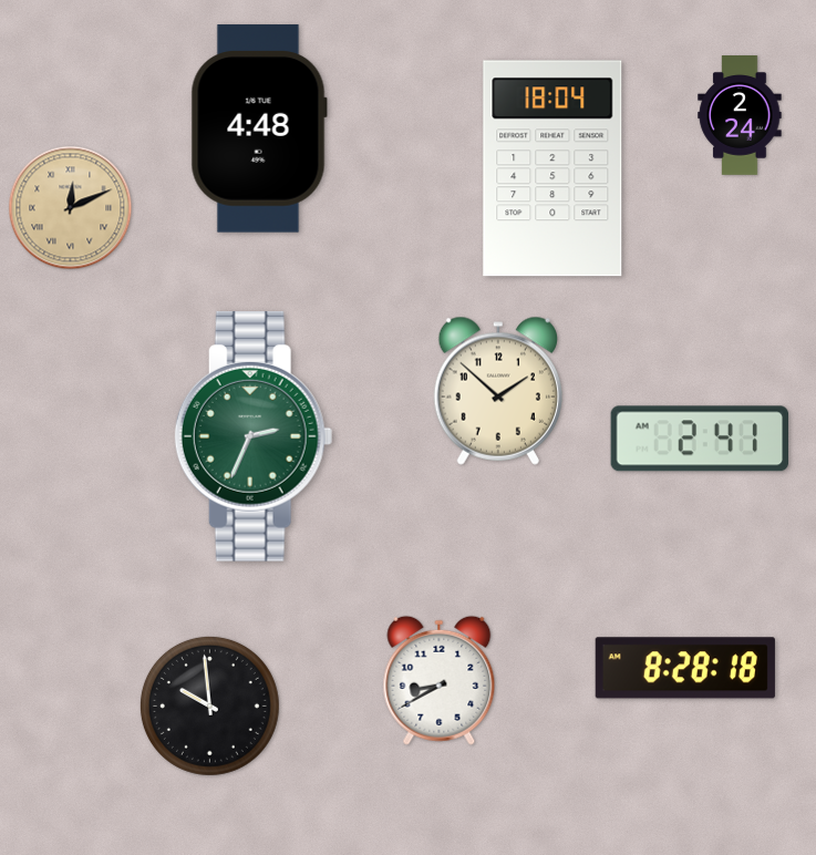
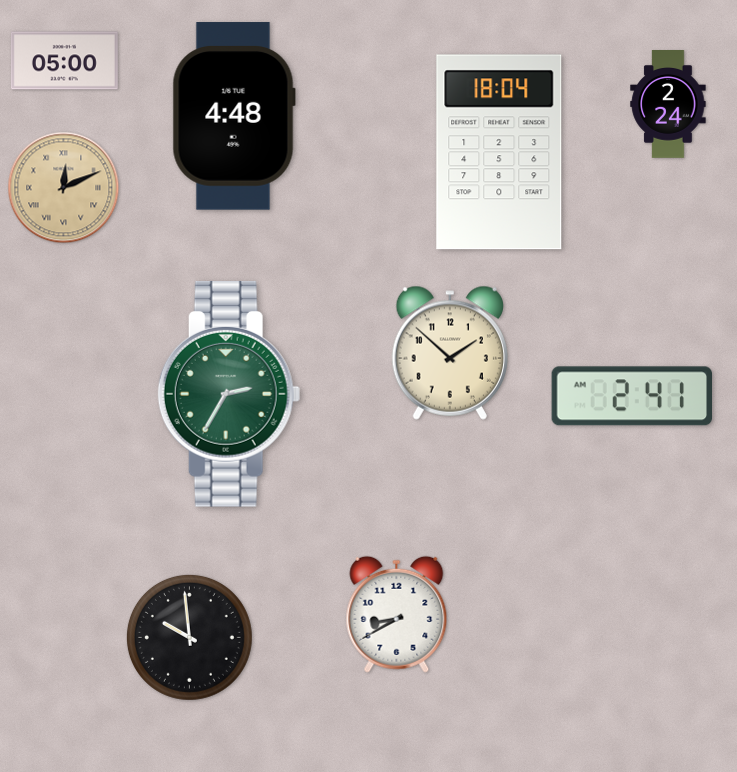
clock at (64, 61): none -> 05:00
clock at (254, 436): 2:34 -> 2:35
clock at (685, 668): 8:28 -> none
